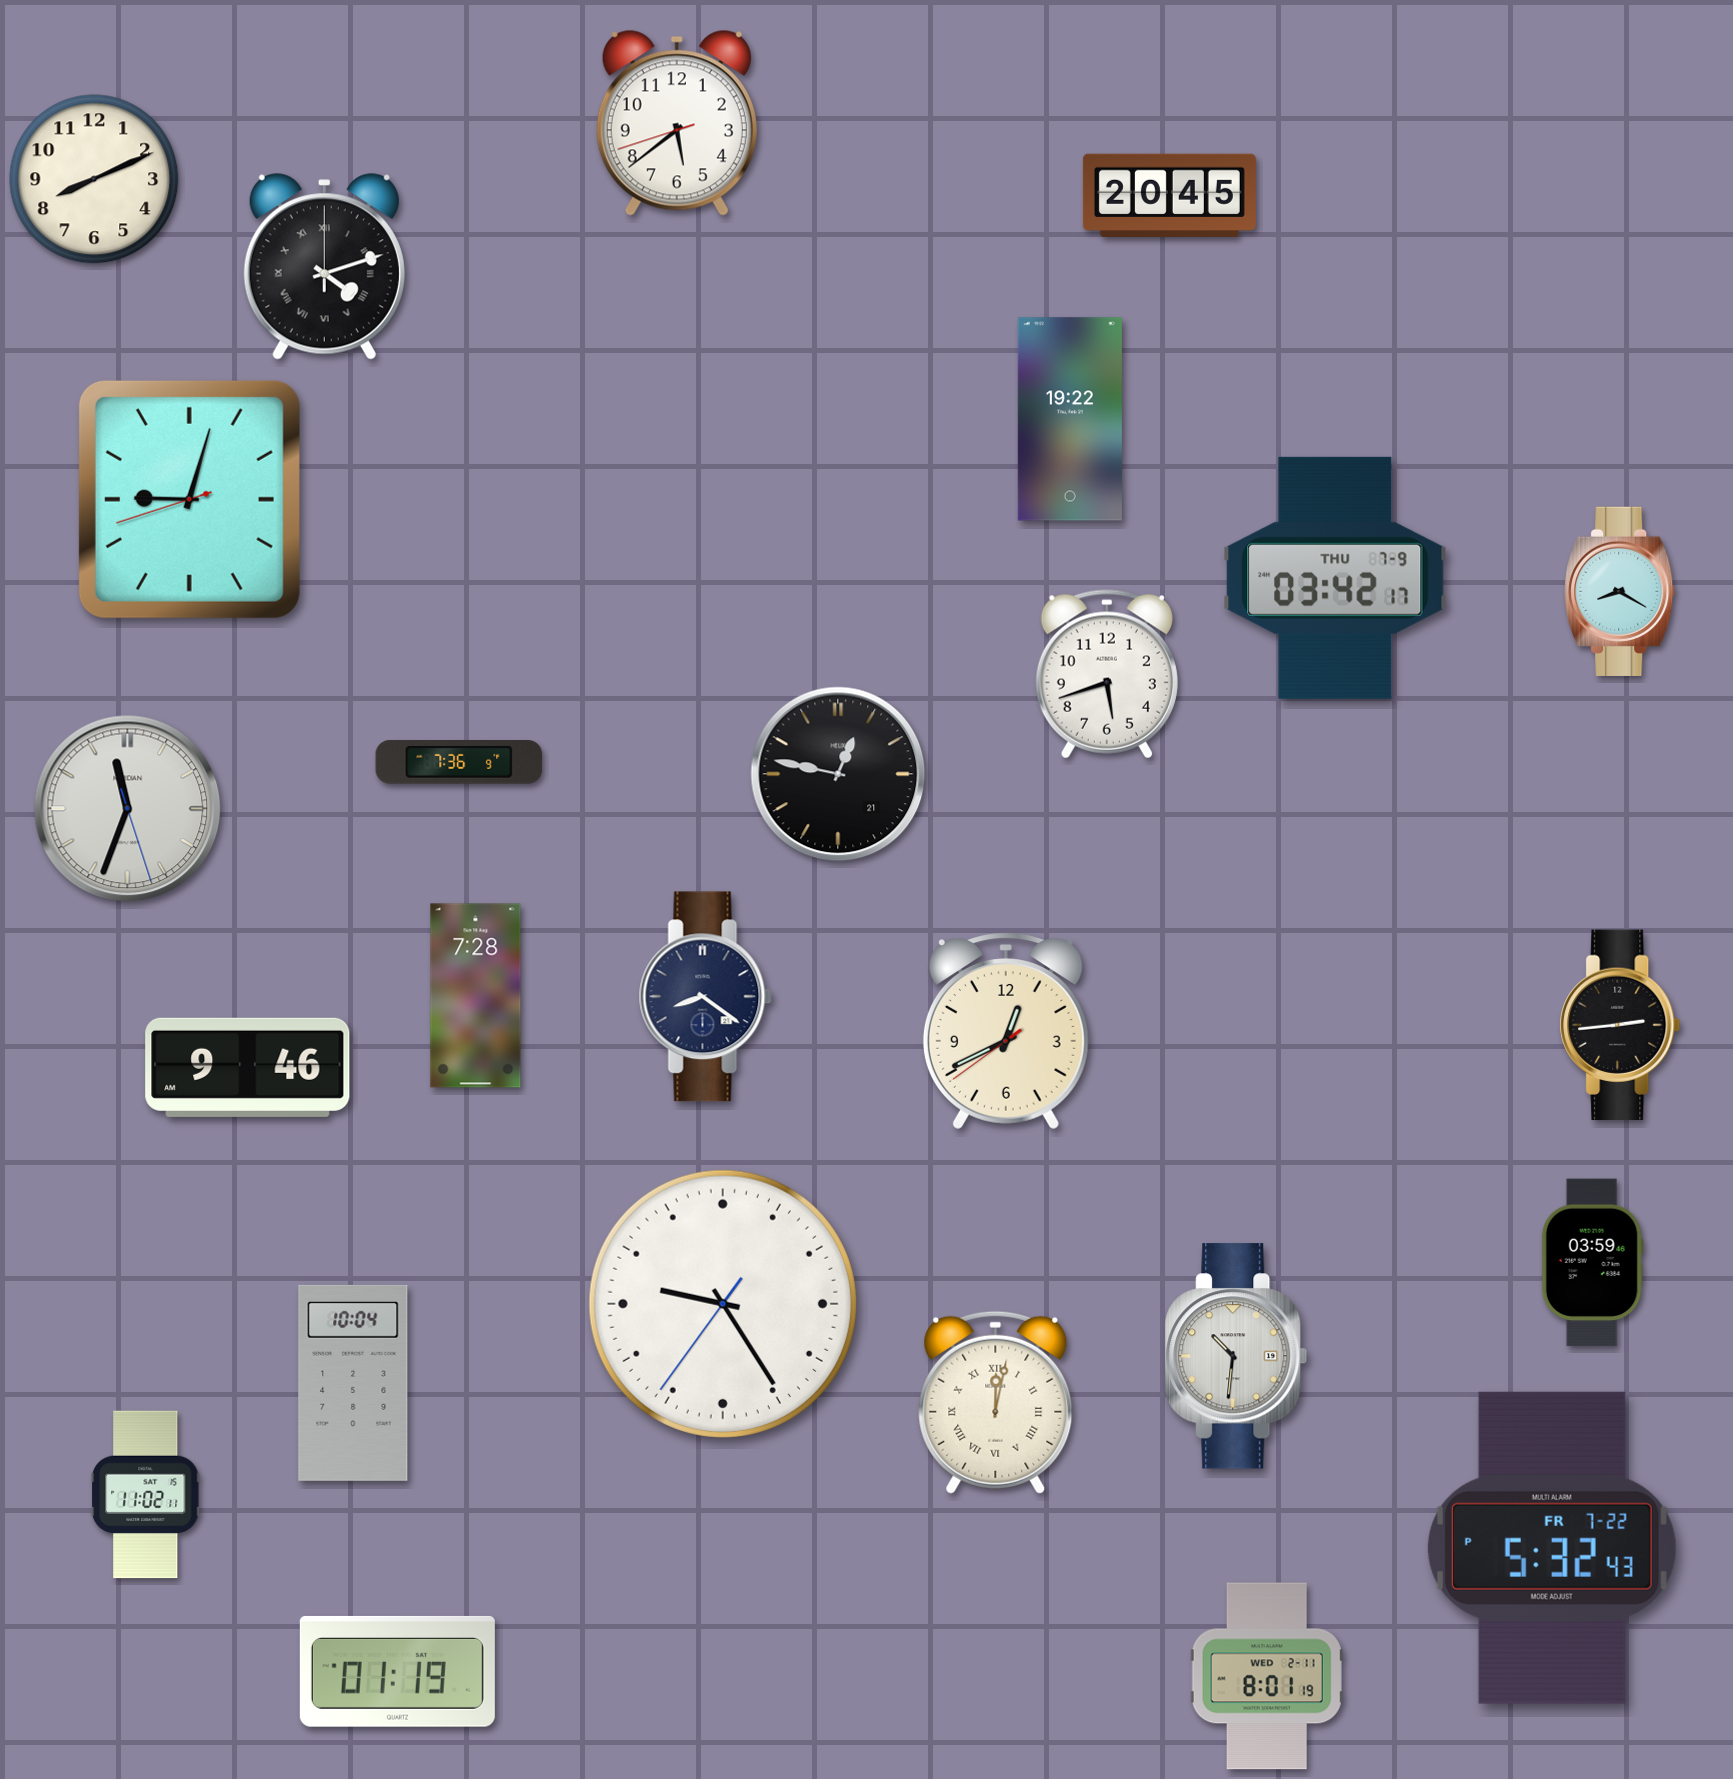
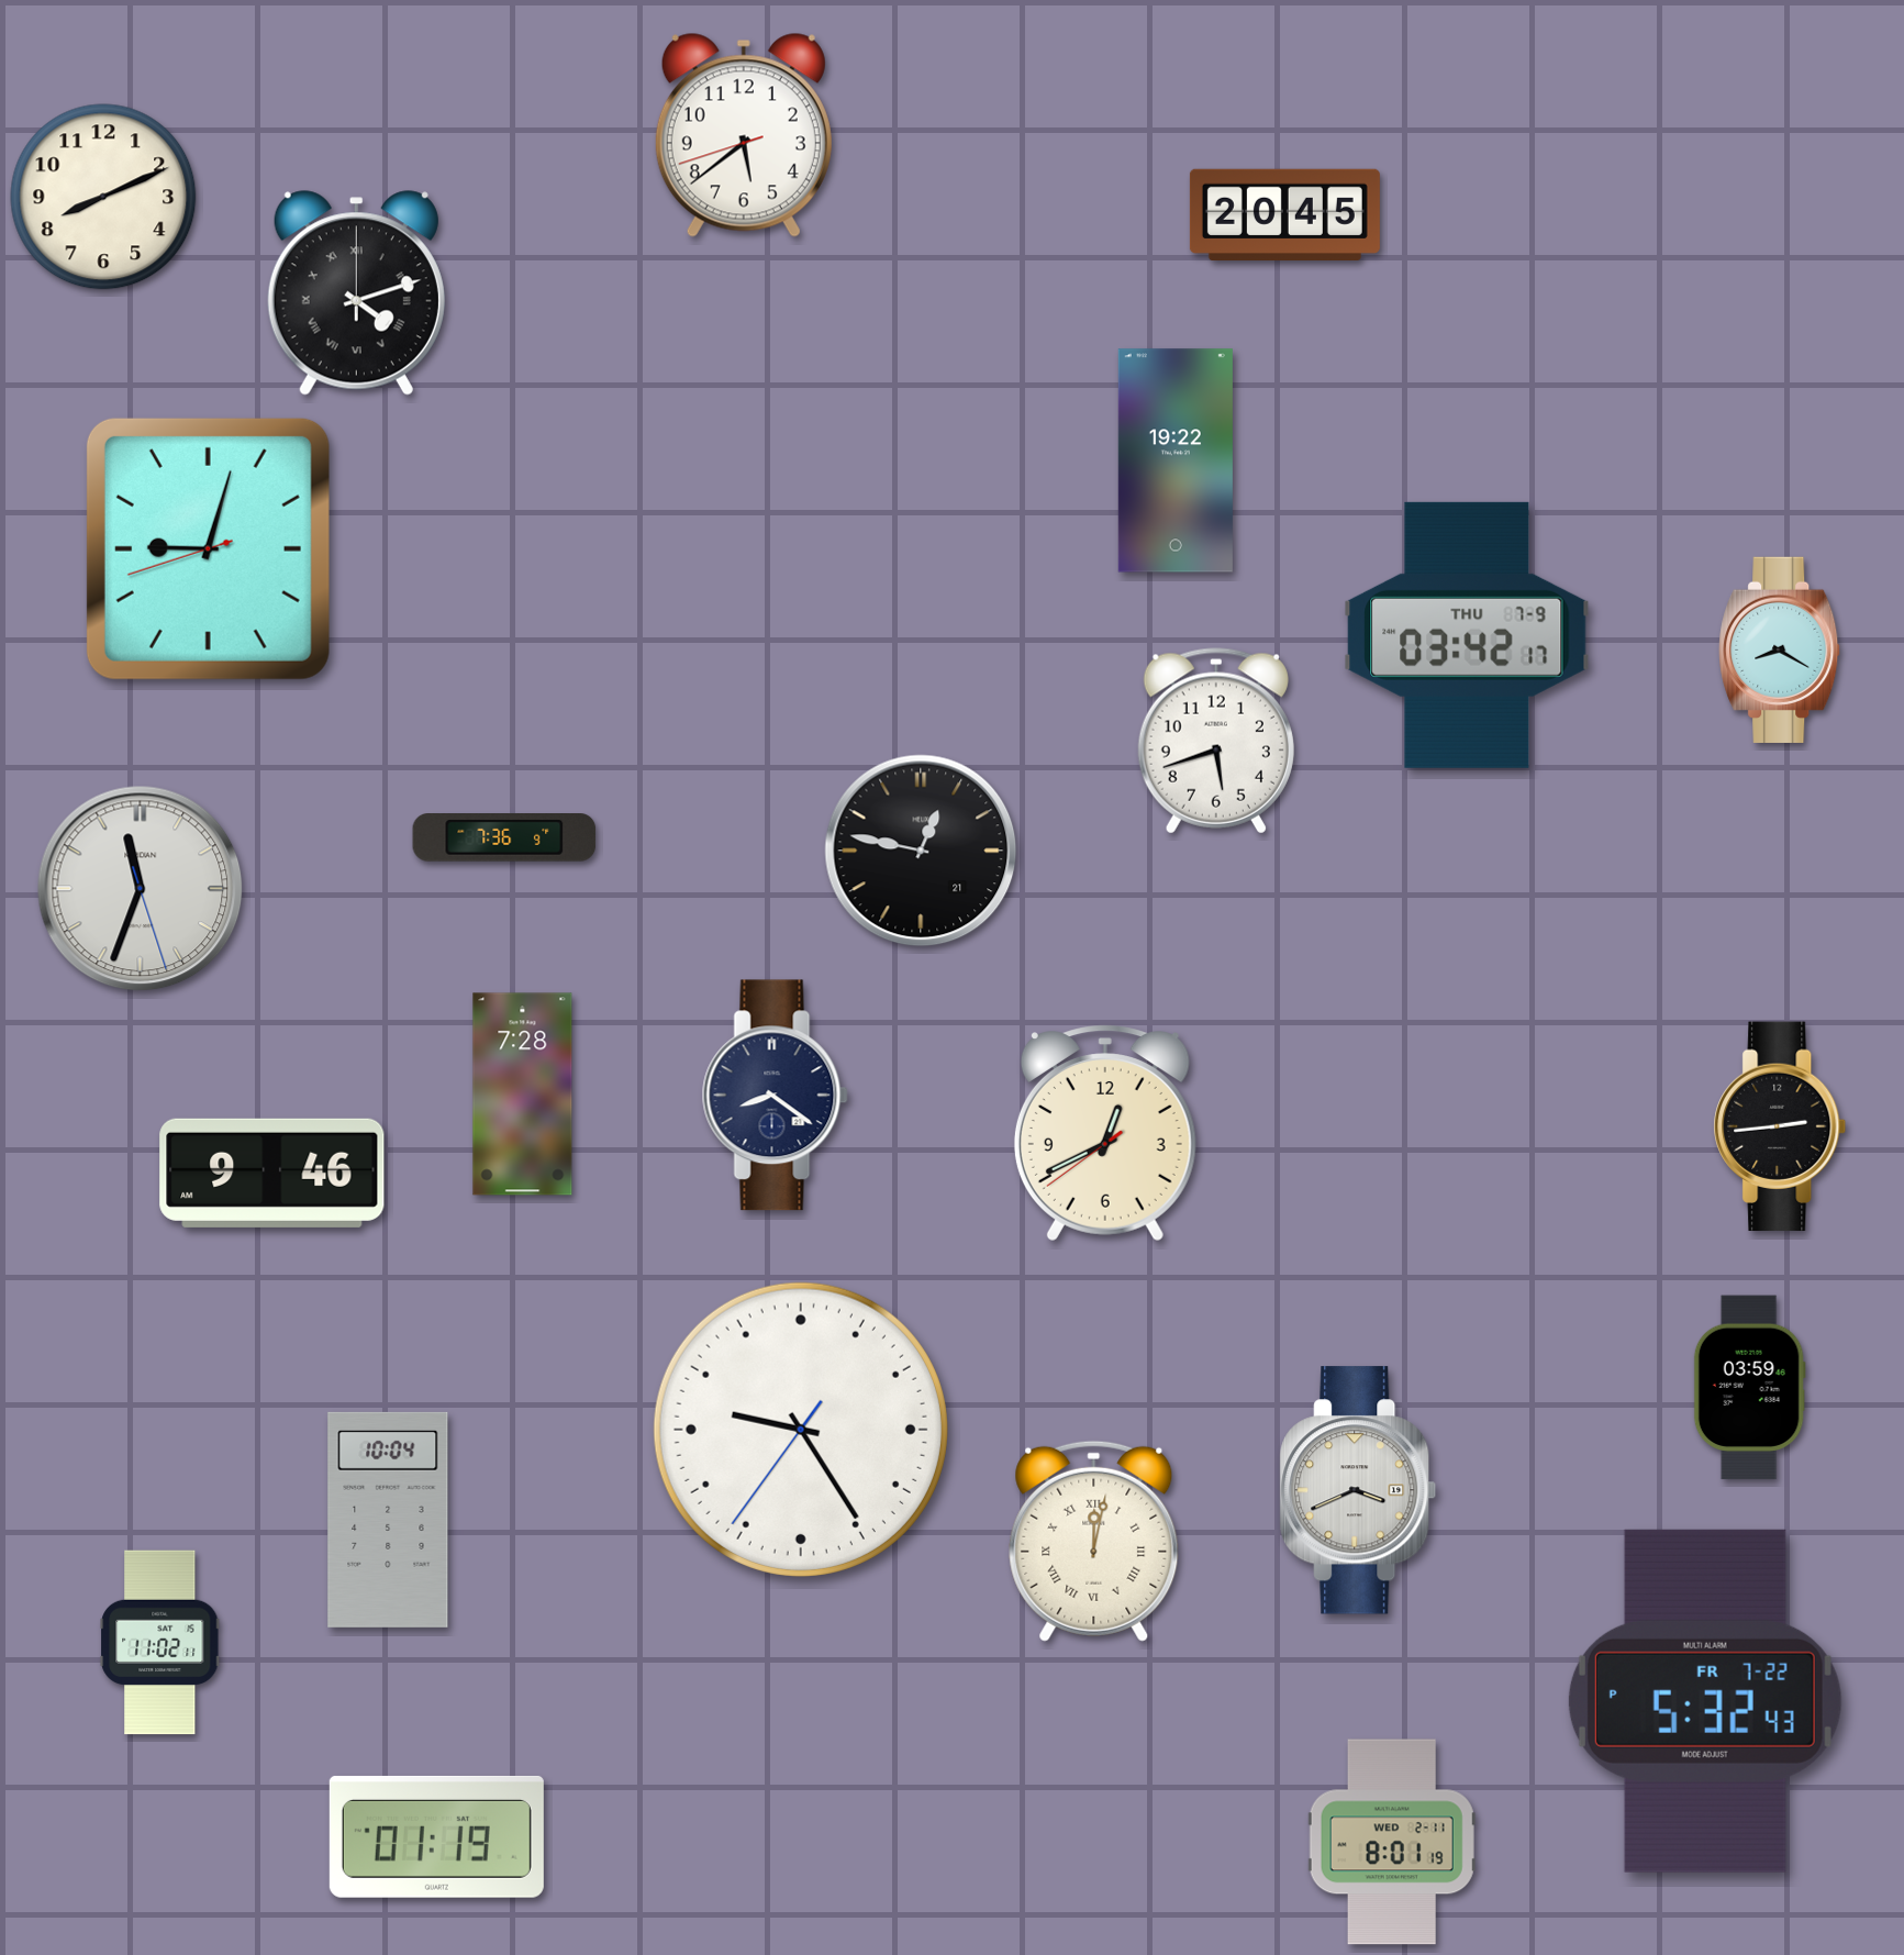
clock at (723, 1304) position: (723, 1304) -> (801, 1430)
clock at (1236, 1356): 10:31 -> 3:41
